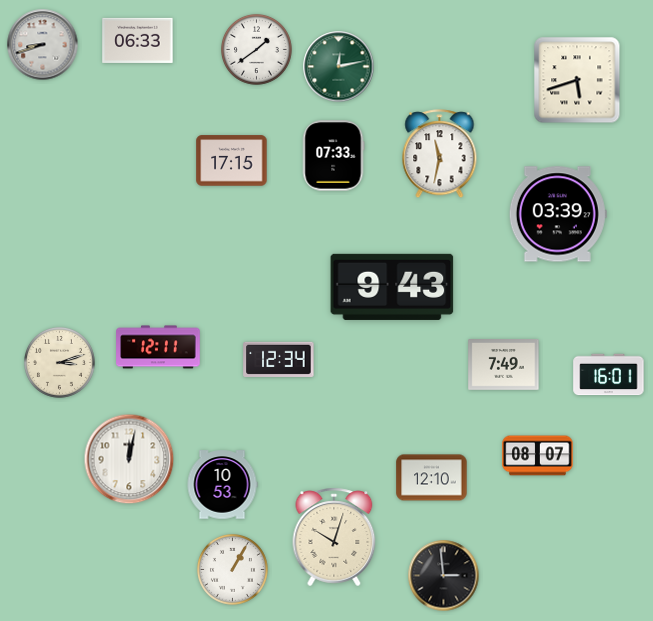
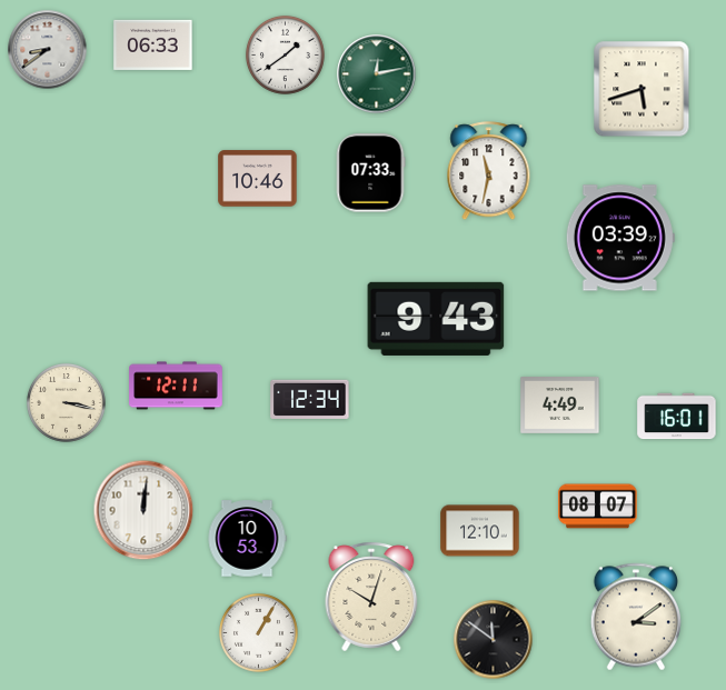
clock at (43, 45): 8:42 -> 8:39
clock at (232, 161): 17:15 -> 10:46
clock at (59, 362): 3:12 -> 3:17
clock at (504, 365): 7:49 -> 4:49
clock at (129, 459): 12:02 -> 12:01
clock at (635, 617): none -> 3:09
clock at (444, 576): 2:59 -> 11:51
